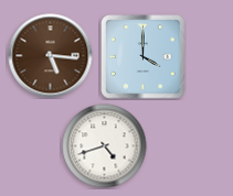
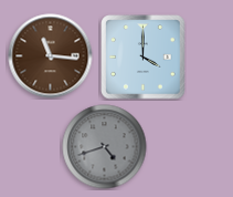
clock at (51, 56): 5:16 -> 11:16
clock at (105, 146) dial: white -> grey
